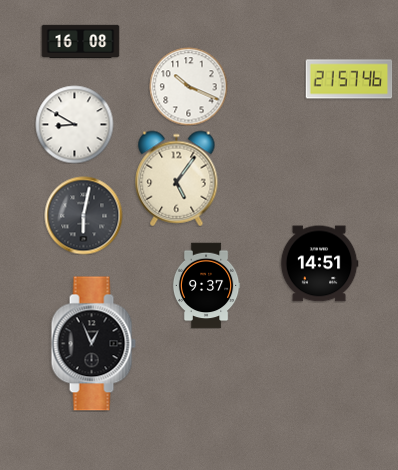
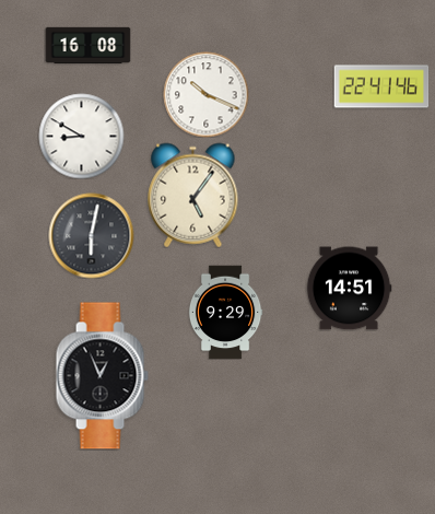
clock at (349, 79): 21:57 -> 22:41
clock at (206, 285): 9:37 -> 9:29
